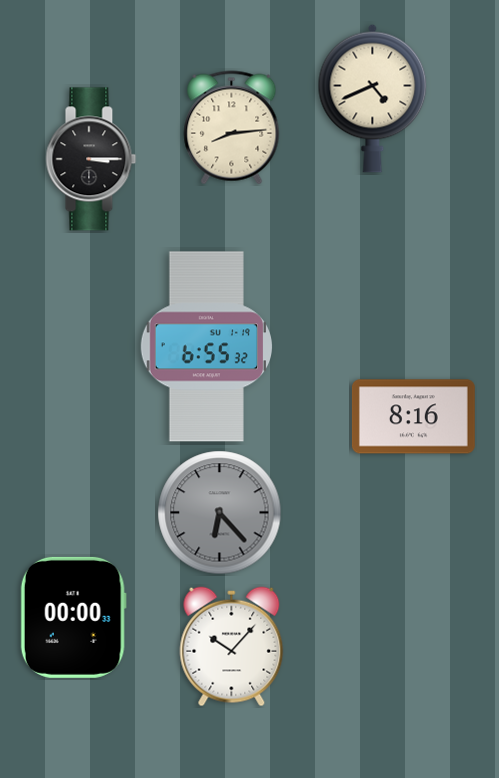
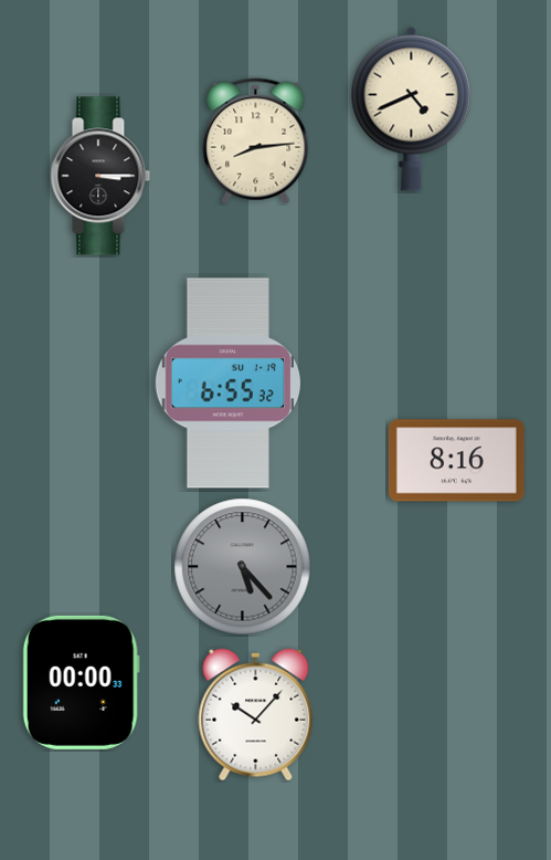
clock at (220, 513): 6:23 -> 5:23
